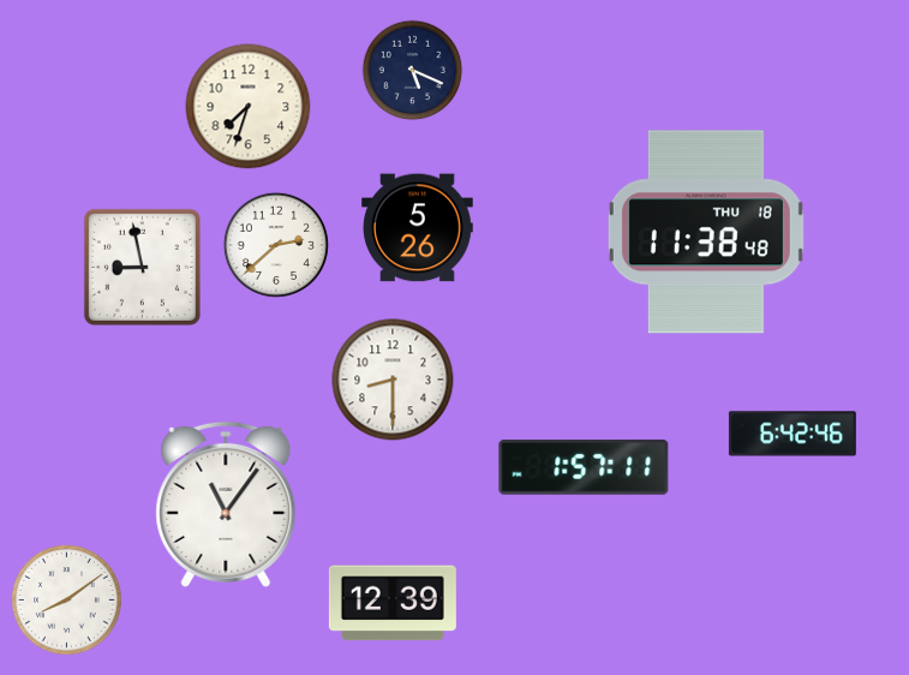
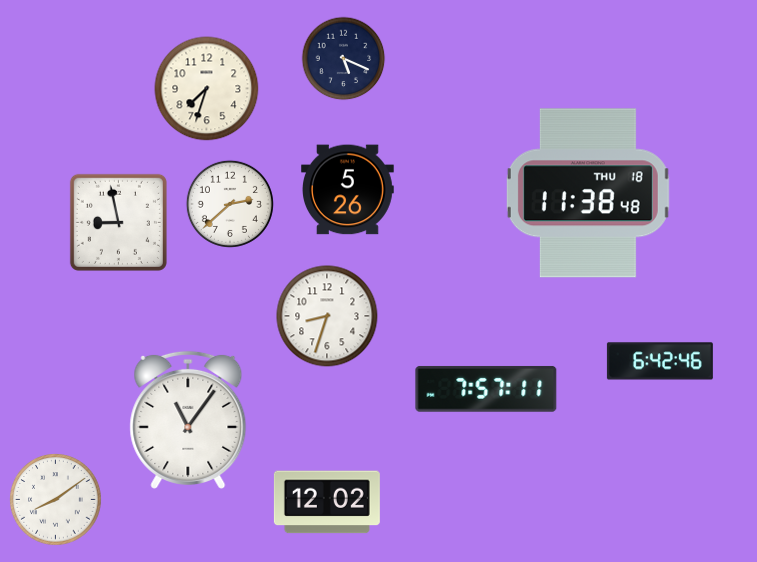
clock at (393, 380): 8:30 -> 8:33
clock at (584, 467): 1:57 -> 7:57
clock at (393, 603): 12:39 -> 12:02
